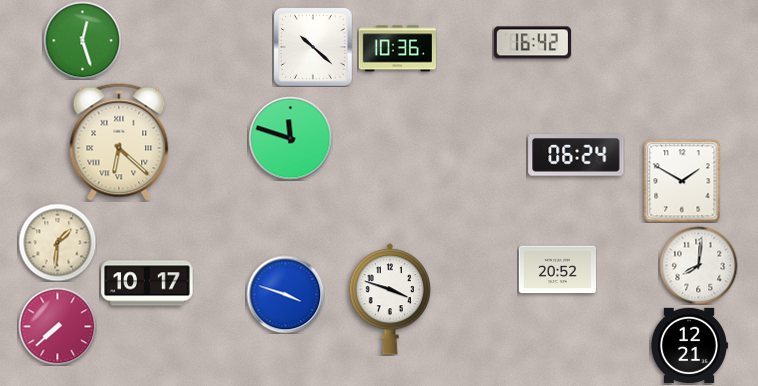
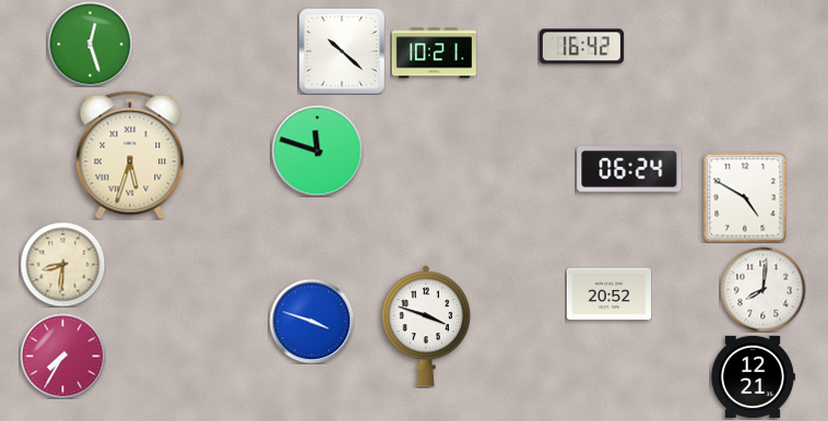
clock at (397, 49): 10:36 -> 10:21
clock at (119, 142): 6:22 -> 5:33
clock at (682, 181): 1:50 -> 4:50
clock at (57, 242): 1:31 -> 8:31
clock at (147, 283): 10:17 -> none
clock at (57, 326): 7:38 -> 7:35
